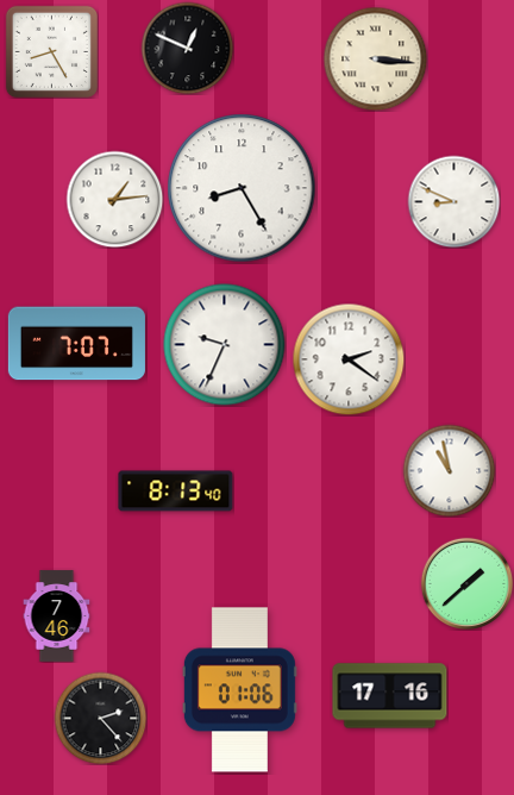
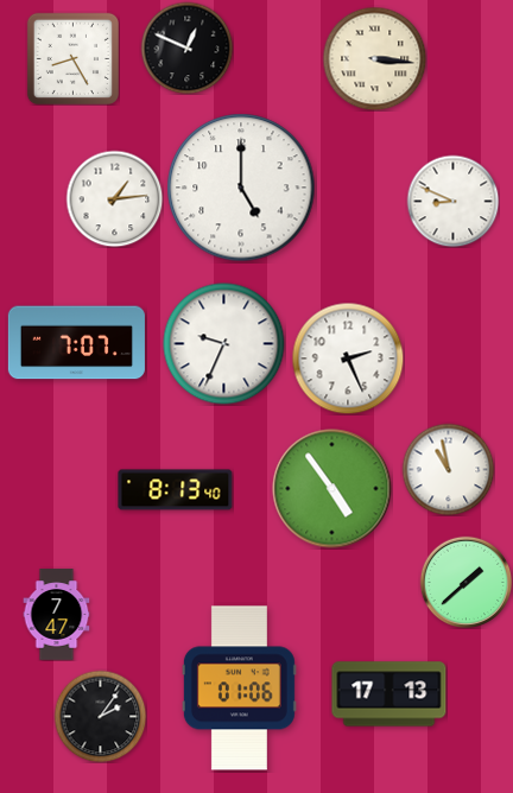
clock at (51, 51) position: (51, 51) -> (72, 58)
clock at (242, 188): 8:25 -> 5:00
clock at (349, 359): 2:21 -> 2:26
clock at (332, 489): none -> 4:54
clock at (57, 616): 7:46 -> 7:47
clock at (390, 696): 17:16 -> 17:13
clock at (100, 718): 2:23 -> 2:06
